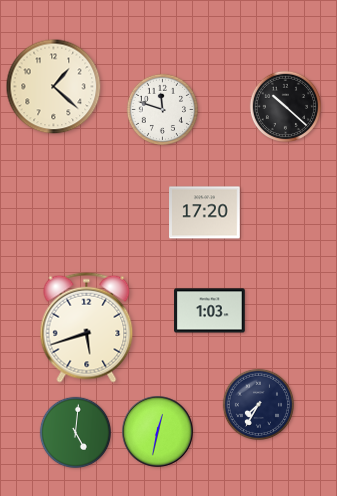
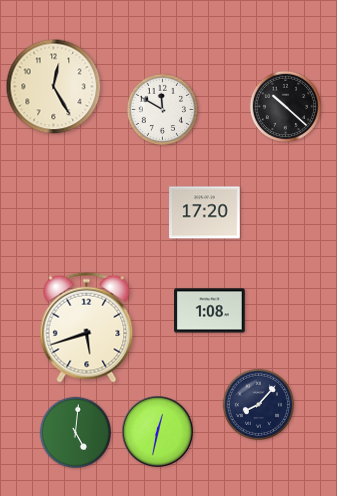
clock at (54, 87): 1:22 -> 12:25
clock at (162, 109): 11:48 -> 11:50
clock at (210, 311): 1:03 -> 1:08
clock at (258, 404): 7:35 -> 8:07
